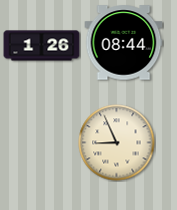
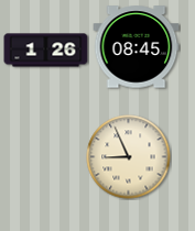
clock at (124, 43): 08:44 -> 08:45
